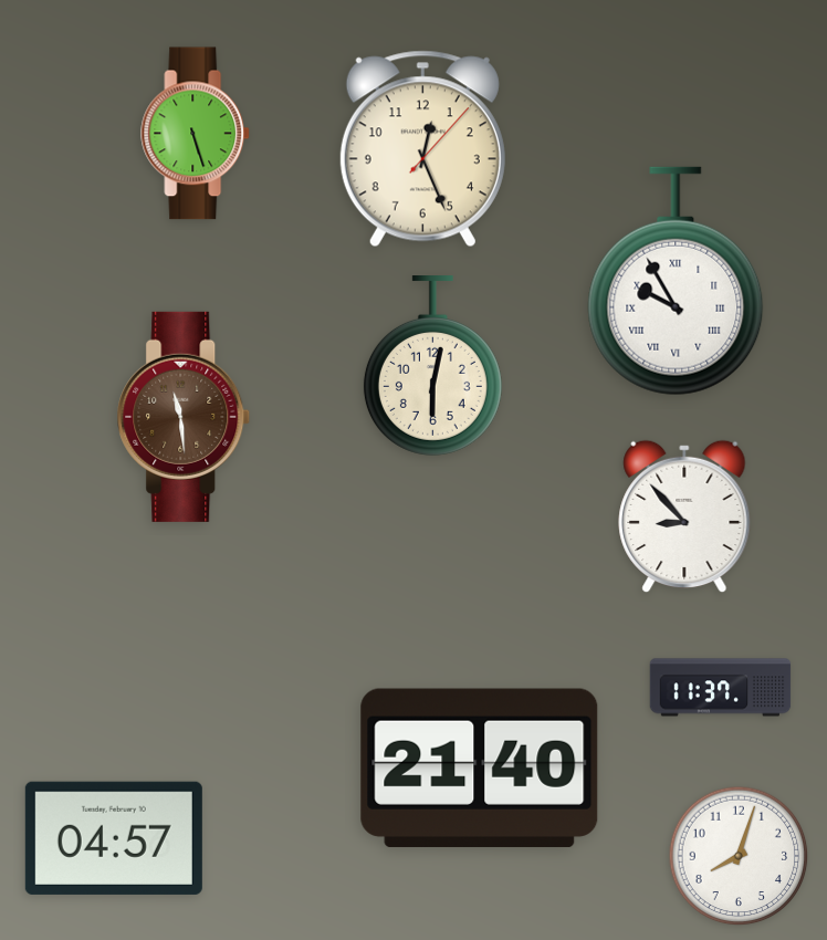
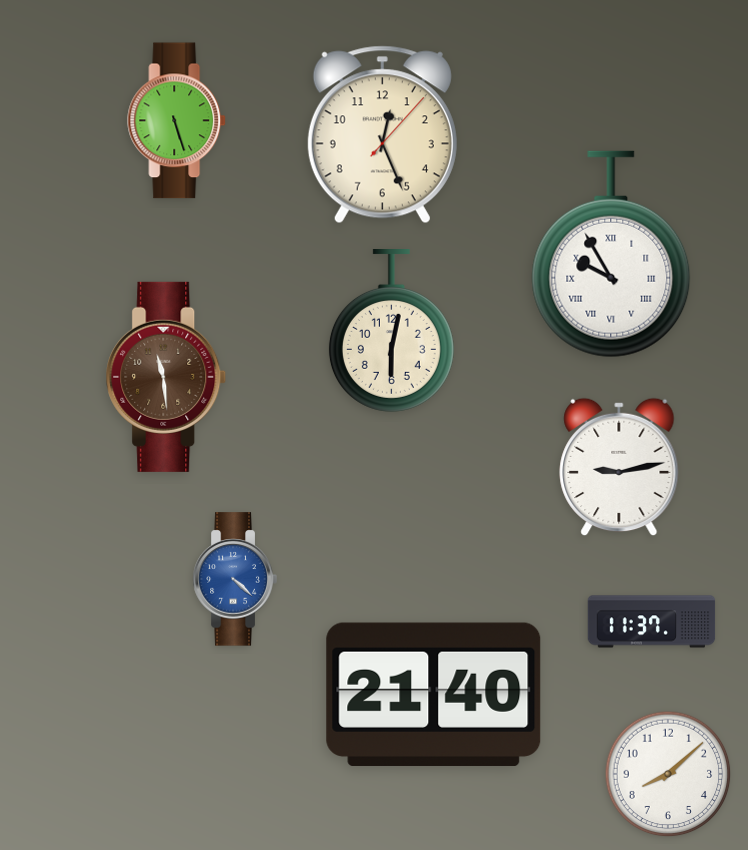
clock at (684, 516): 8:53 -> 9:13
clock at (235, 579): none -> 4:22
clock at (114, 838): 04:57 -> none
clock at (739, 856): 8:03 -> 8:08
